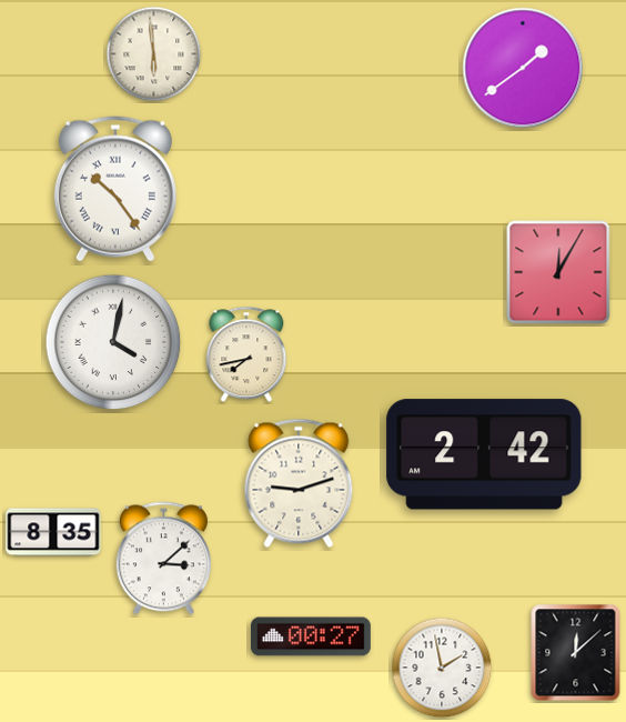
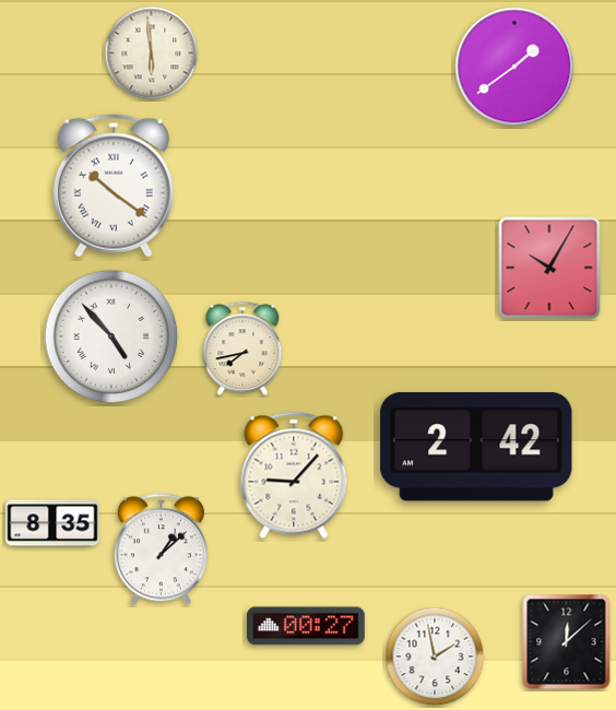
clock at (115, 189): 10:24 -> 10:21
clock at (558, 272): 12:05 -> 10:05
clock at (113, 342): 4:02 -> 4:53
clock at (299, 483): 9:12 -> 9:07
clock at (163, 559): 3:08 -> 1:08
